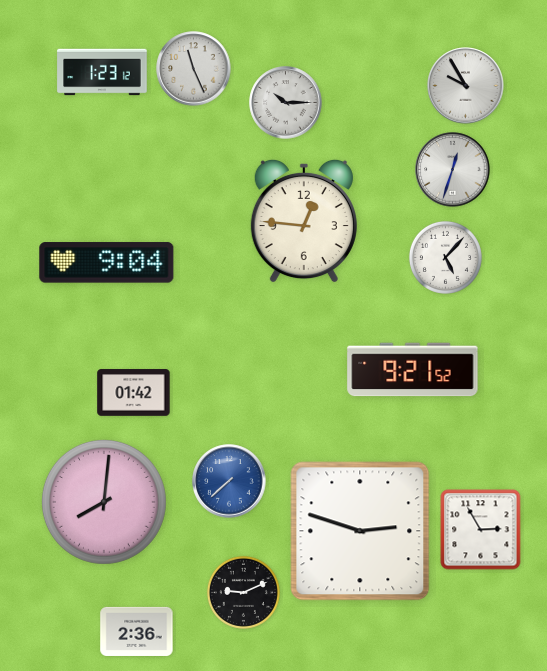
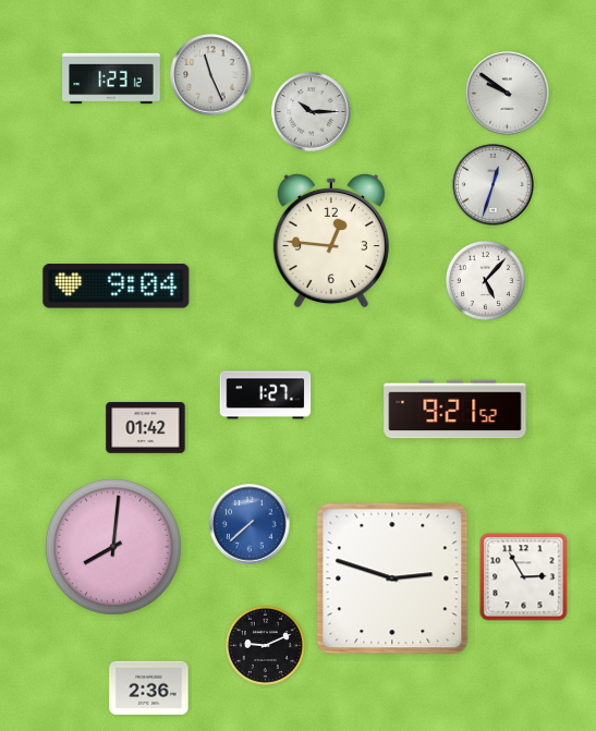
clock at (466, 86): 9:55 -> 9:51
clock at (266, 395): none -> 1:27
clock at (413, 370) position: (413, 370) -> (455, 410)
